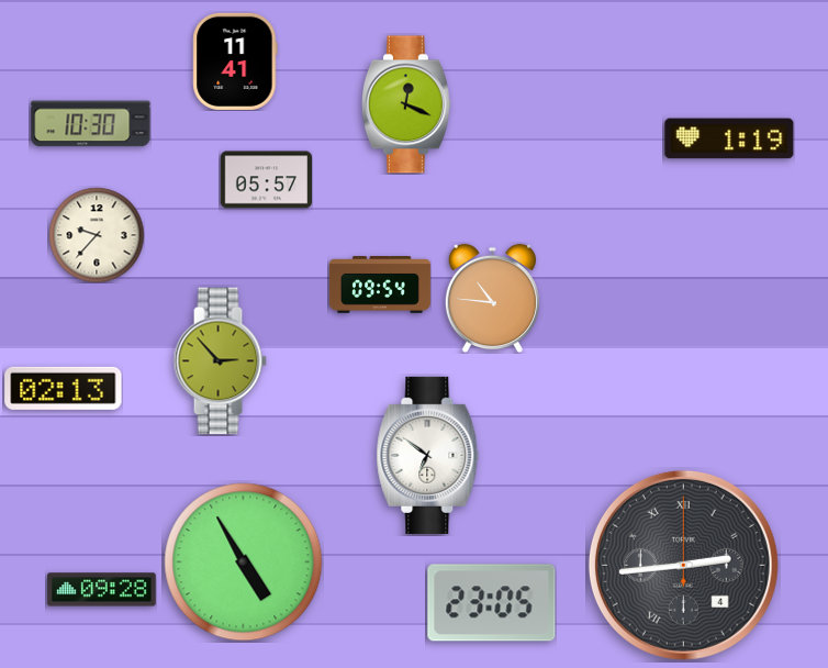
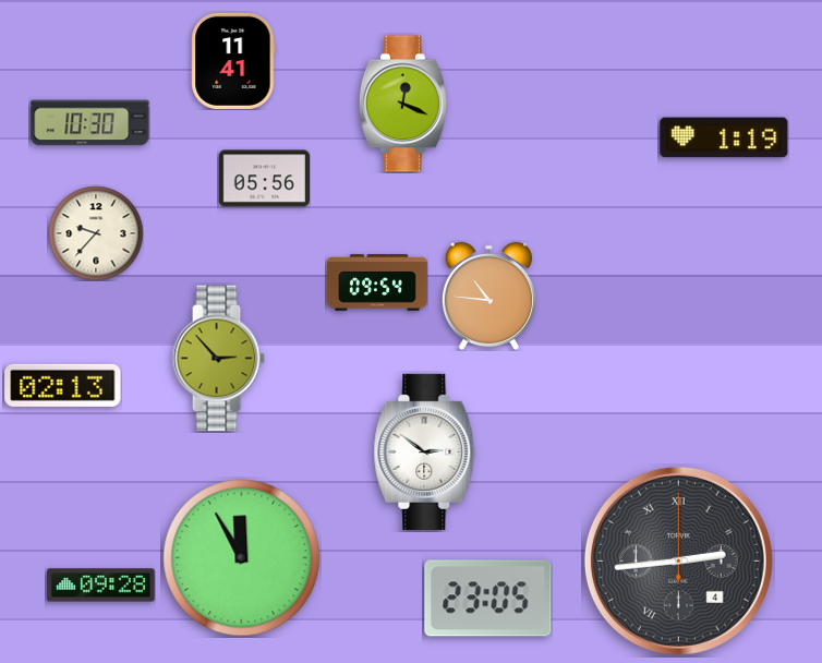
clock at (266, 180): 05:57 -> 05:56
clock at (428, 455): 6:51 -> 2:51
clock at (244, 563): 4:55 -> 11:55
